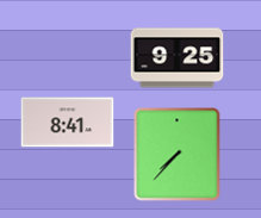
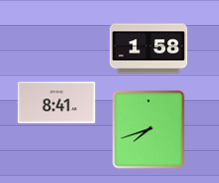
clock at (176, 58): 9:25 -> 1:58
clock at (178, 154): 7:37 -> 7:42
